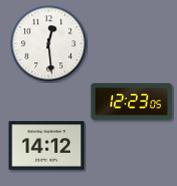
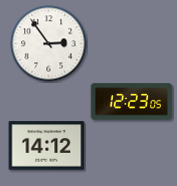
clock at (49, 44): 12:29 -> 2:54
